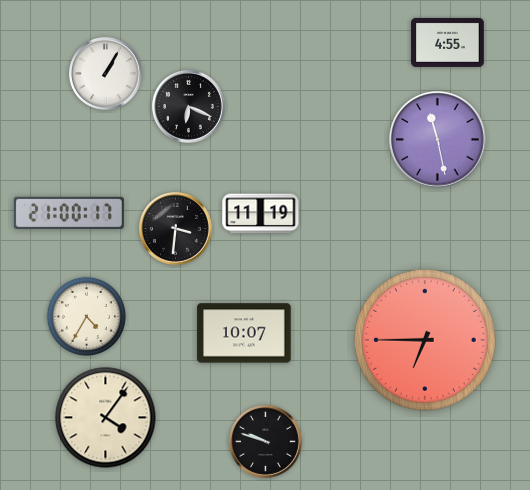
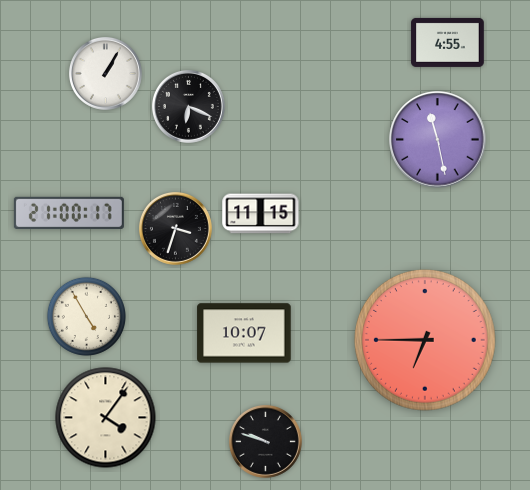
clock at (261, 214): 11:19 -> 11:15
clock at (175, 228): 3:31 -> 3:33
clock at (86, 316): 4:35 -> 4:55
